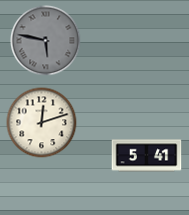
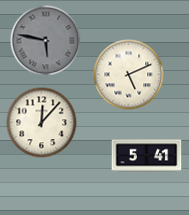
clock at (129, 75): none -> 5:11
clock at (42, 123): 12:12 -> 12:07
